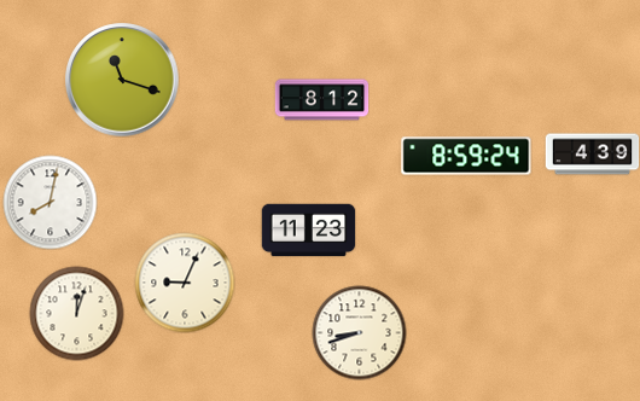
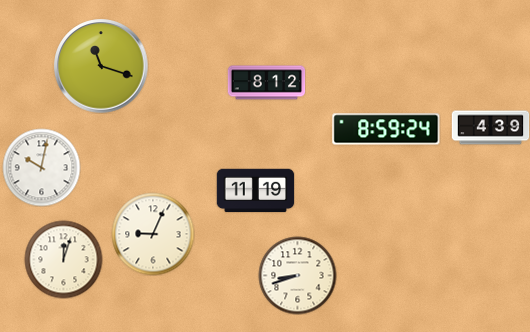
clock at (50, 202): 8:02 -> 10:02
clock at (308, 231): 11:23 -> 11:19
